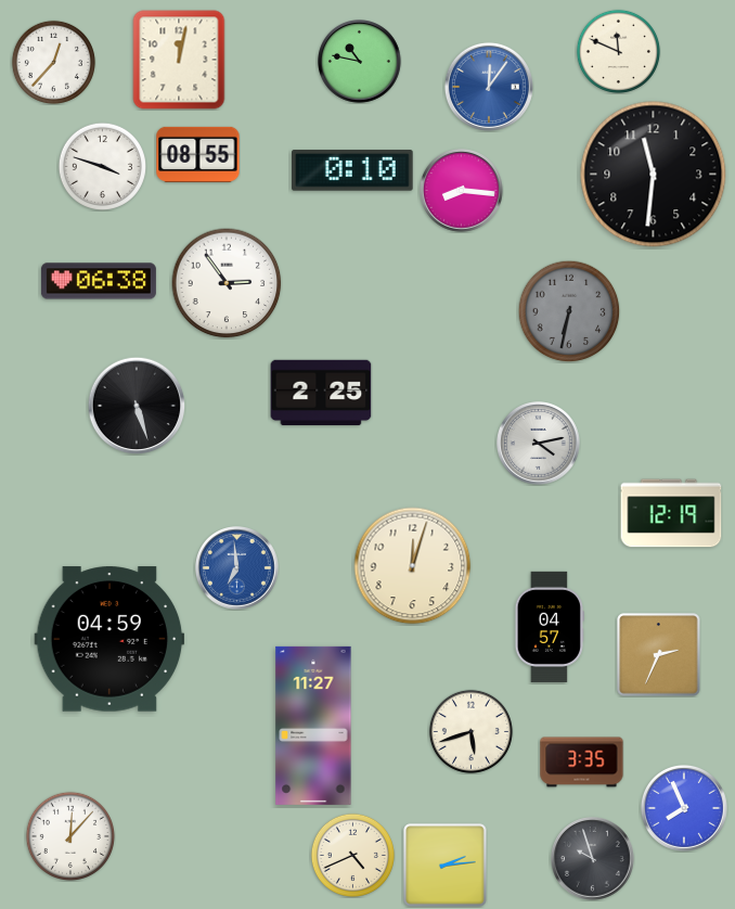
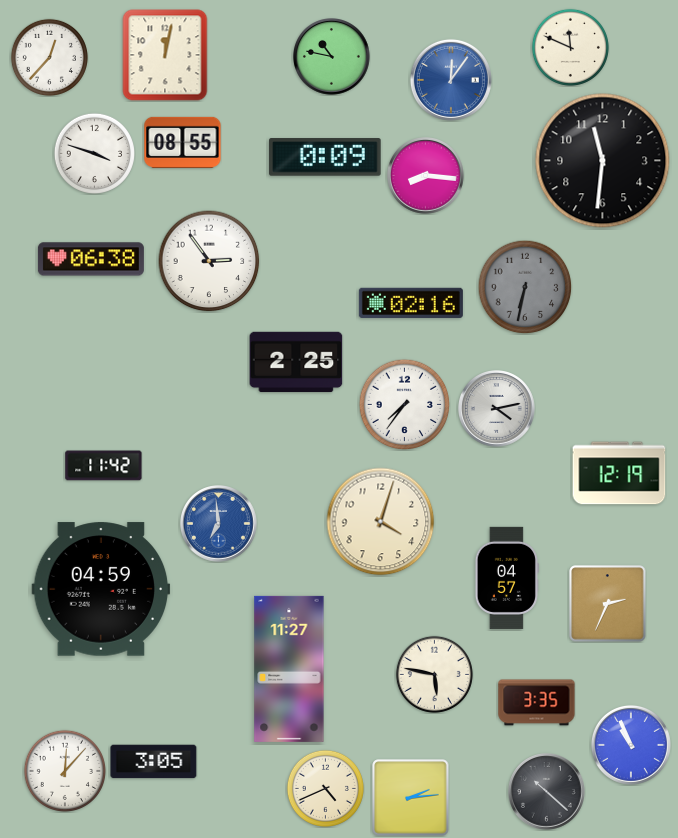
clock at (352, 170): 0:10 -> 0:09
clock at (411, 303): none -> 02:16
clock at (137, 406): 5:27 -> none
clock at (404, 404): none -> 7:36
clock at (104, 466): none -> 11:42
clock at (413, 566): 12:03 -> 4:03
clock at (470, 731): 5:42 -> 5:47
clock at (684, 808): 7:56 -> 10:56
clock at (154, 762): none -> 3:05
clock at (593, 859): 9:57 -> 10:22
